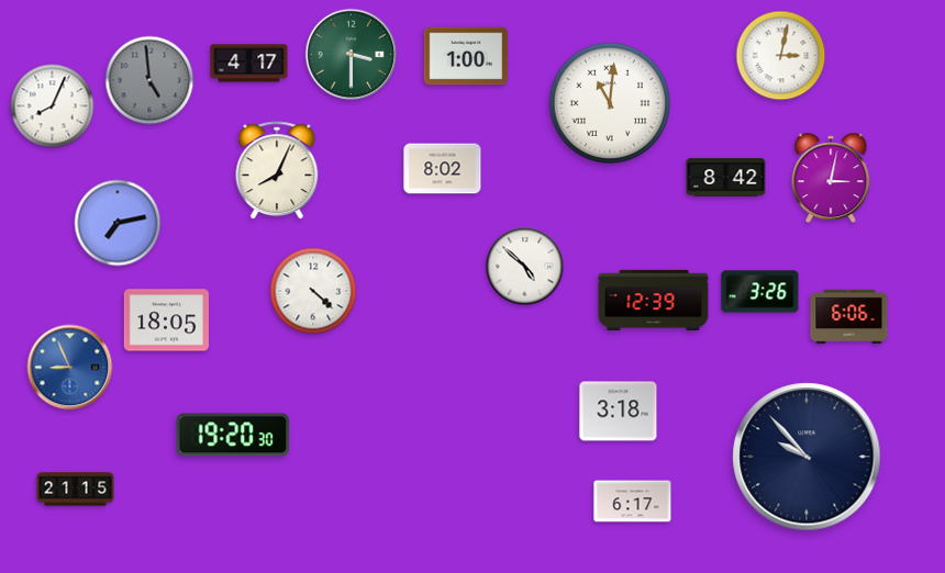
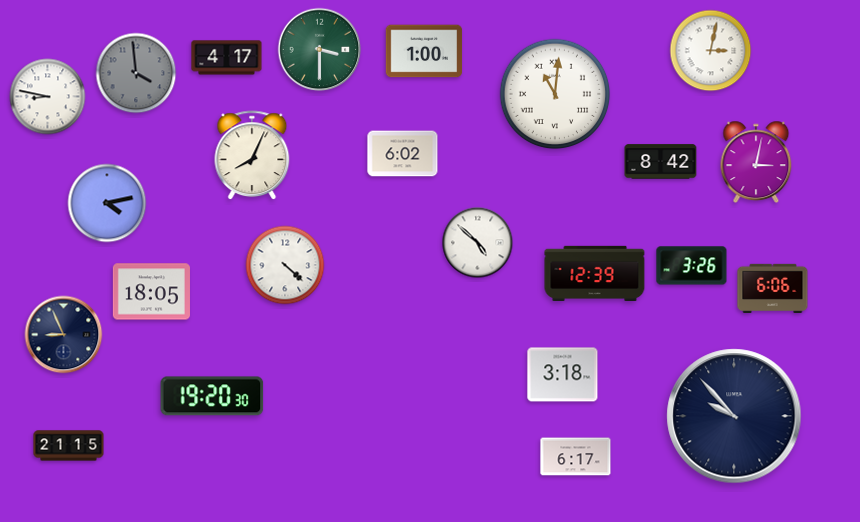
clock at (149, 80): 4:59 -> 3:59
clock at (53, 106): 8:04 -> 8:47
clock at (443, 169): 8:02 -> 6:02
clock at (118, 223): 7:13 -> 4:13
clock at (70, 368) dial: blue -> navy
